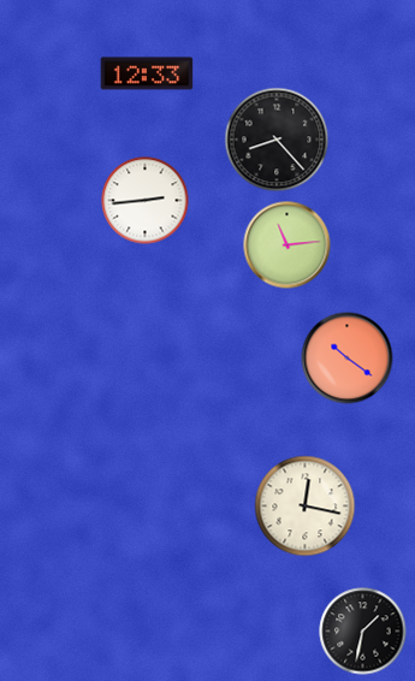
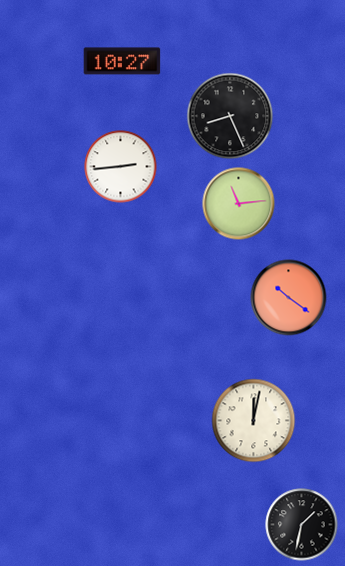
clock at (147, 73): 12:33 -> 10:27
clock at (277, 140): 8:23 -> 8:26
clock at (306, 507): 12:17 -> 12:02
